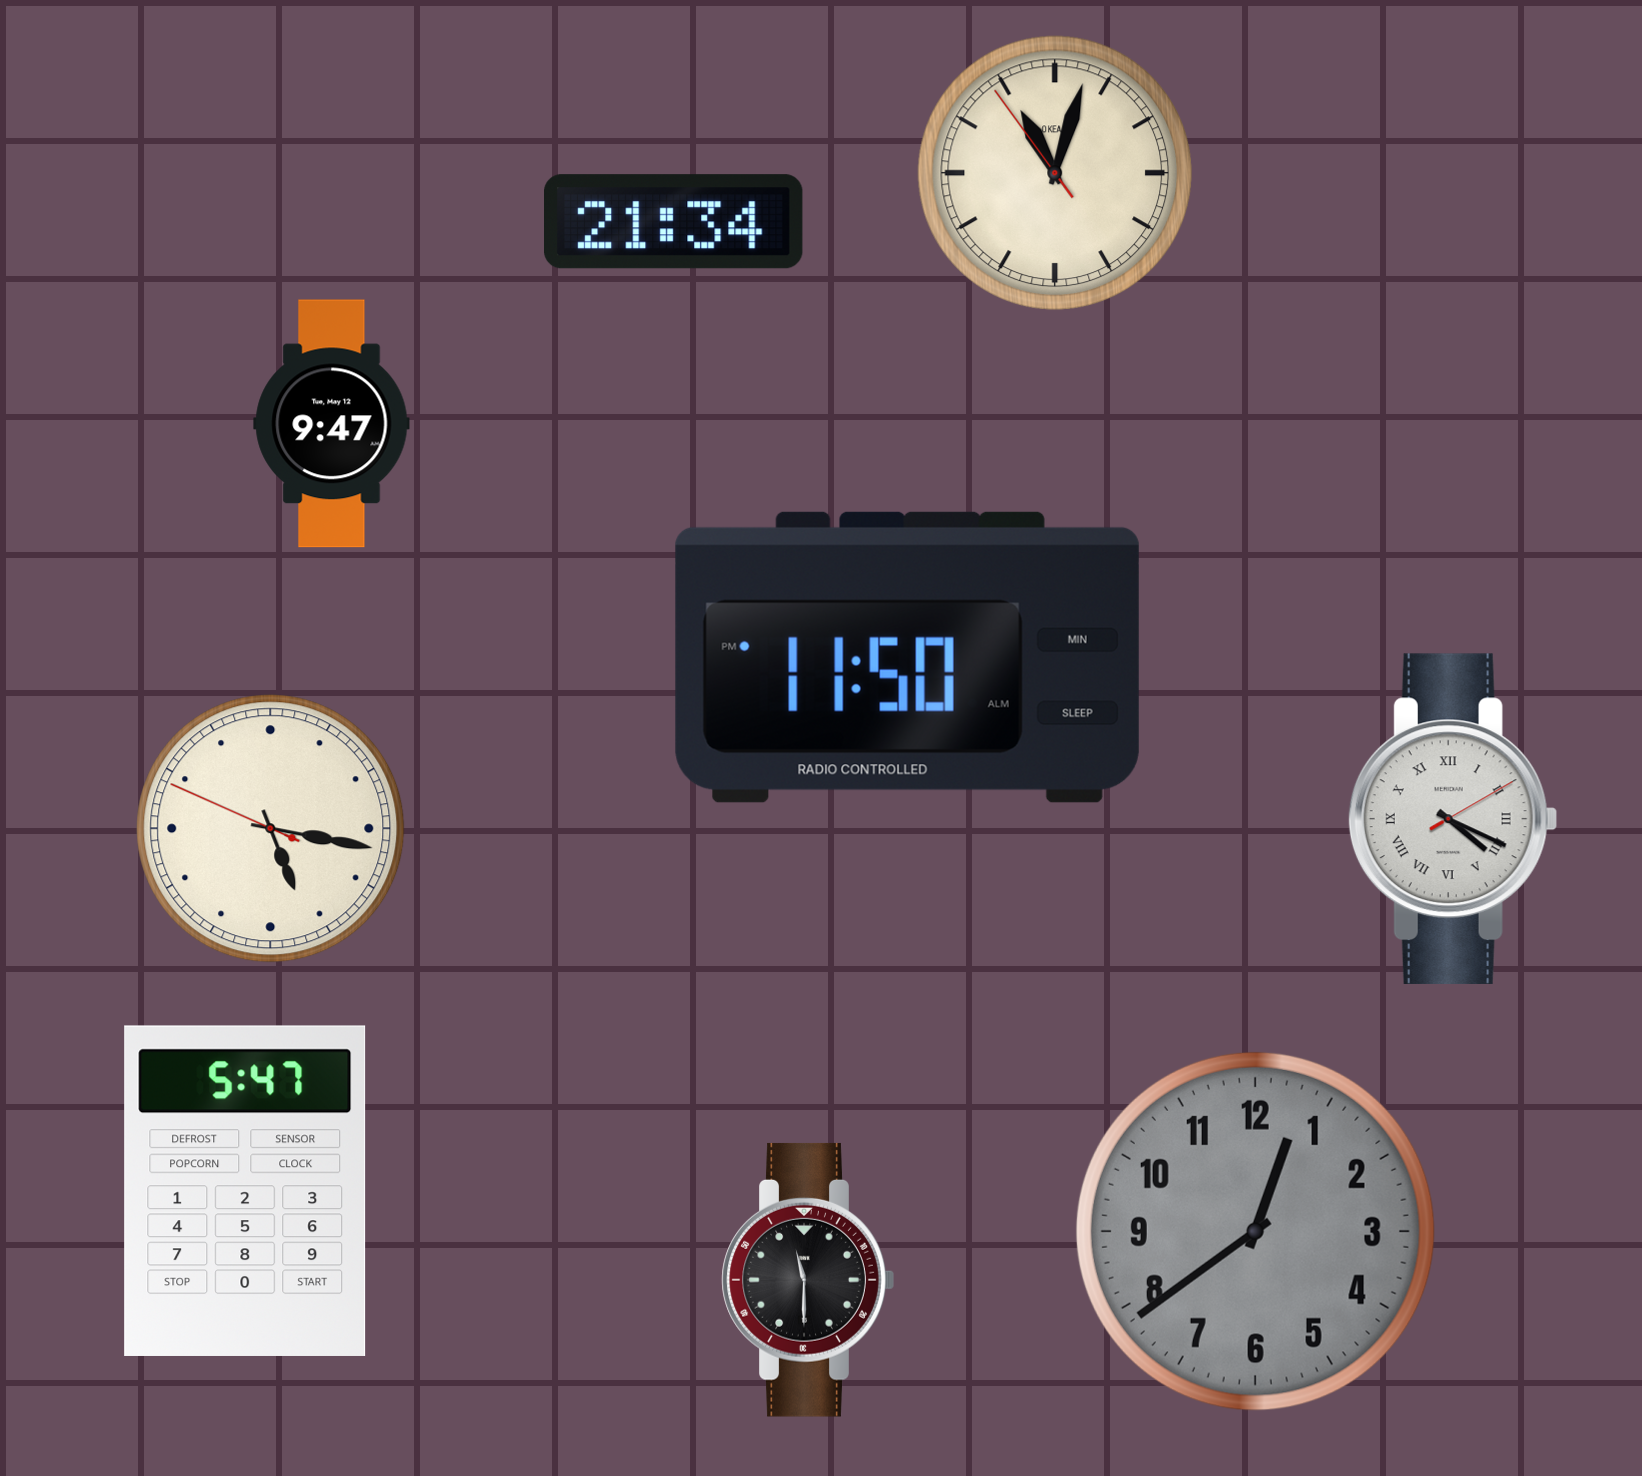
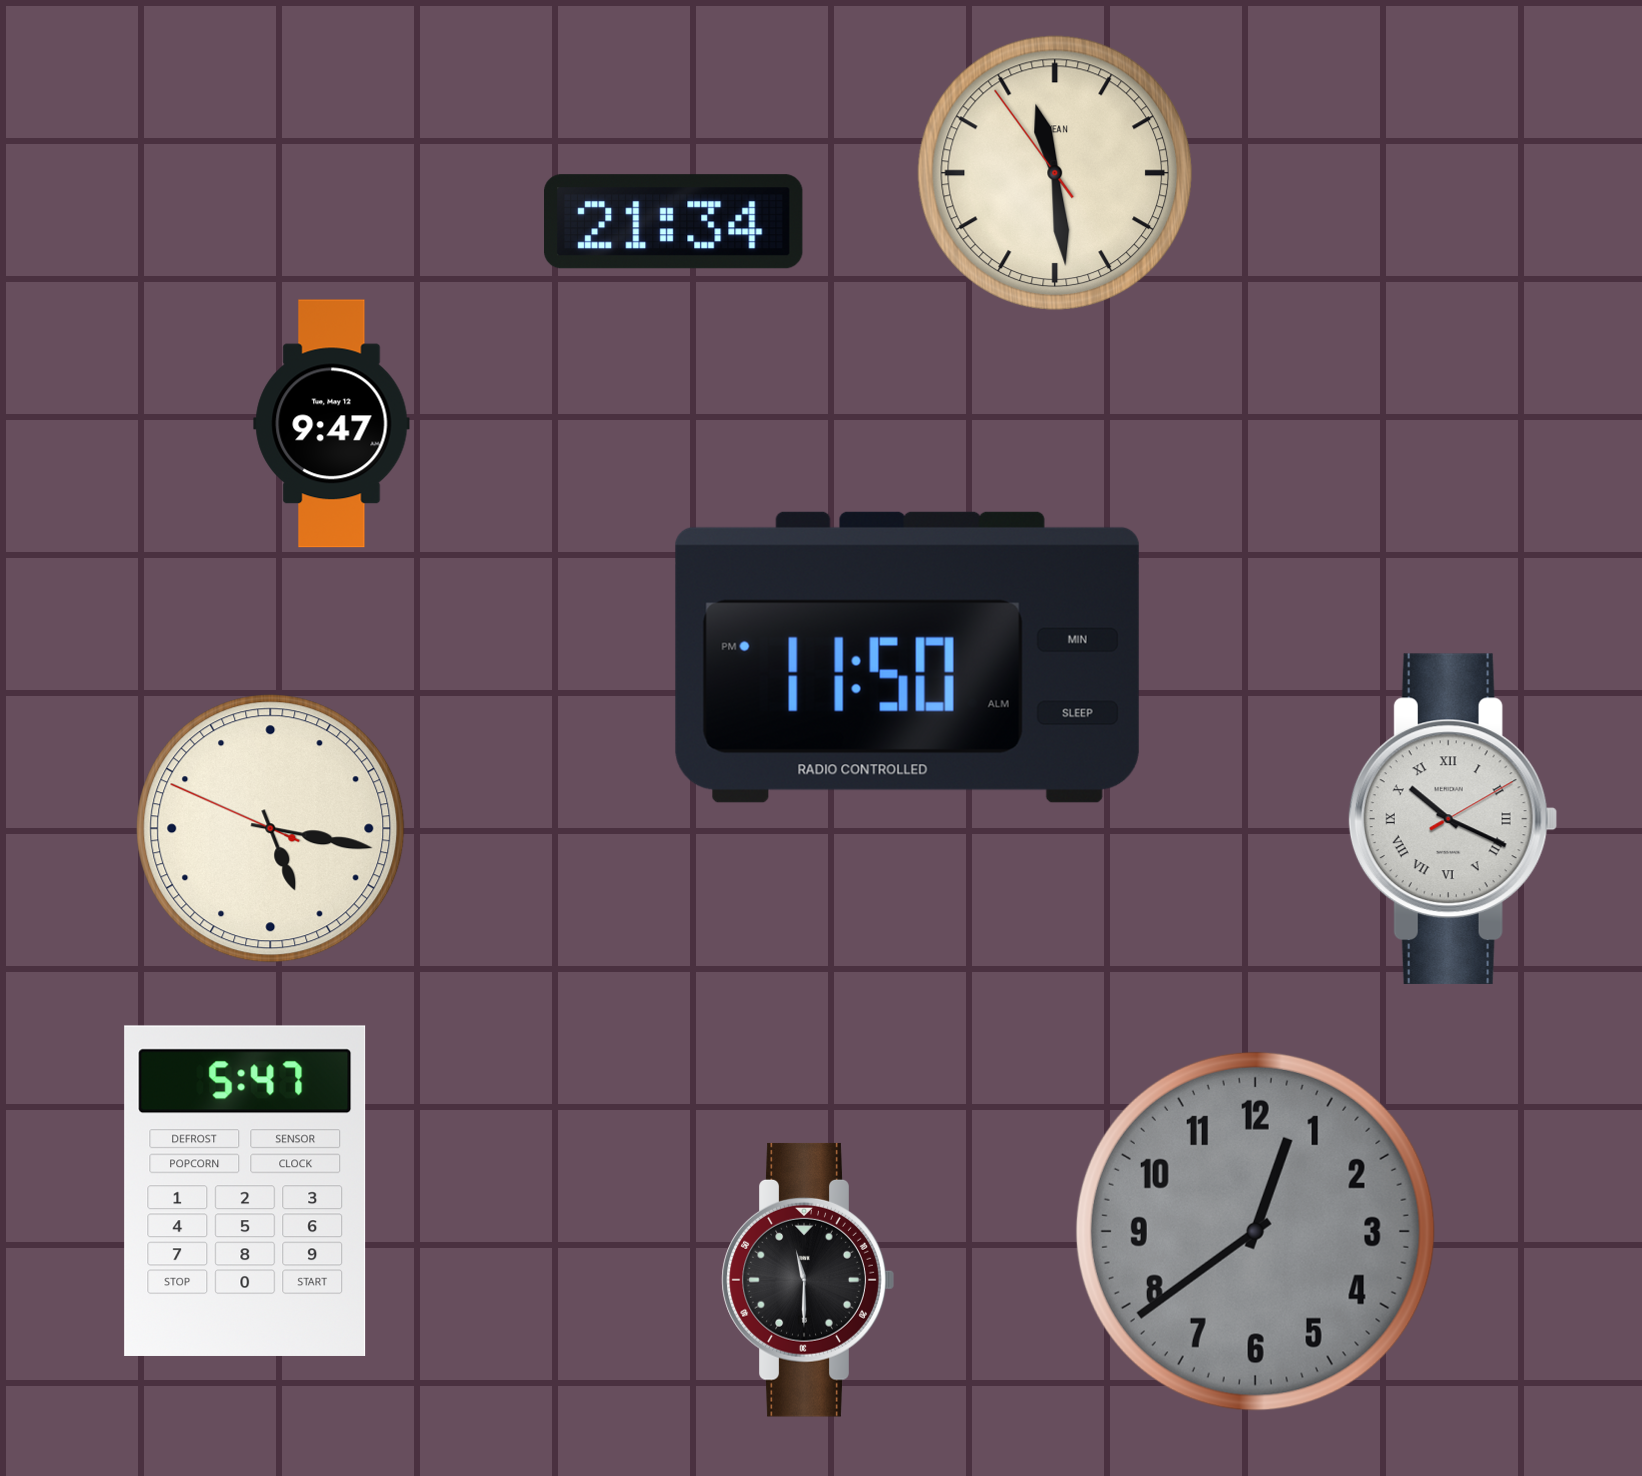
clock at (1055, 173): 11:02 -> 11:28
clock at (1453, 819): 4:19 -> 10:19
